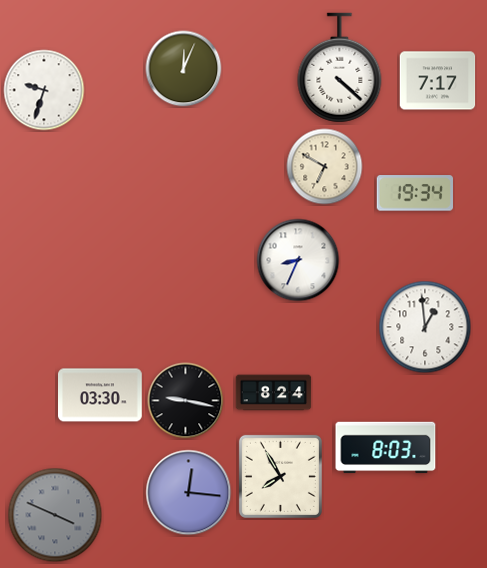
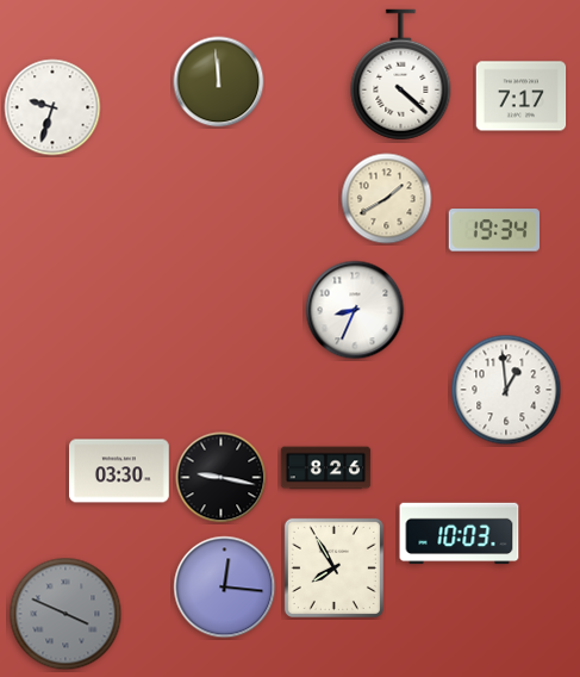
clock at (340, 68) position: (340, 68) -> (401, 75)
clock at (184, 69): 12:04 -> 11:59
clock at (325, 167): 6:50 -> 1:40
clock at (274, 393): 8:24 -> 8:26
clock at (386, 448): 8:03 -> 10:03
